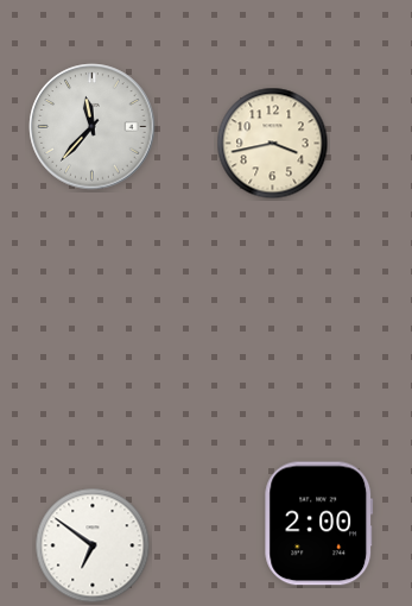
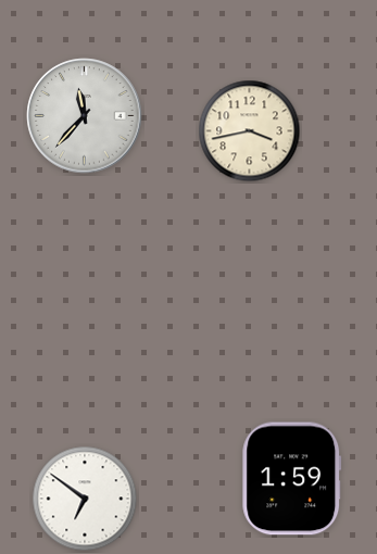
clock at (319, 524): 2:00 -> 1:59
